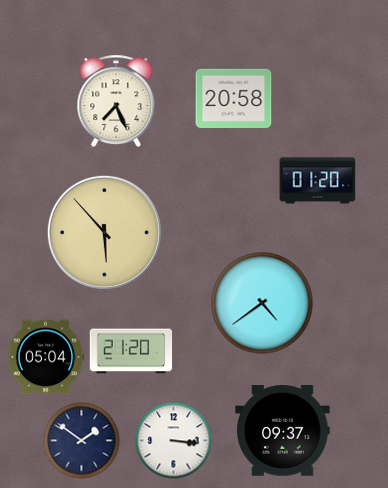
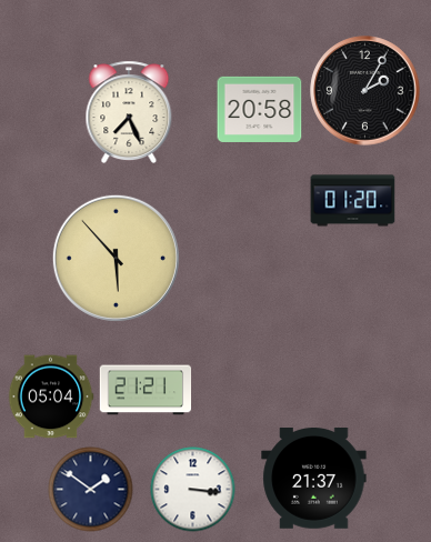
clock at (365, 91): none -> 2:05
clock at (262, 303): 4:39 -> none
clock at (131, 351): 21:20 -> 21:21
clock at (283, 431): 09:37 -> 21:37
